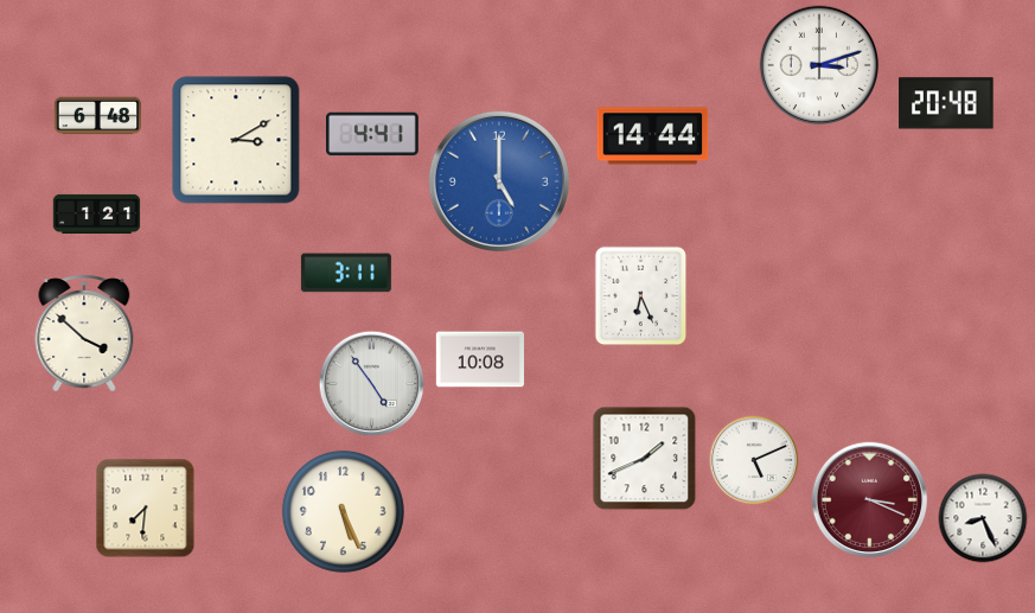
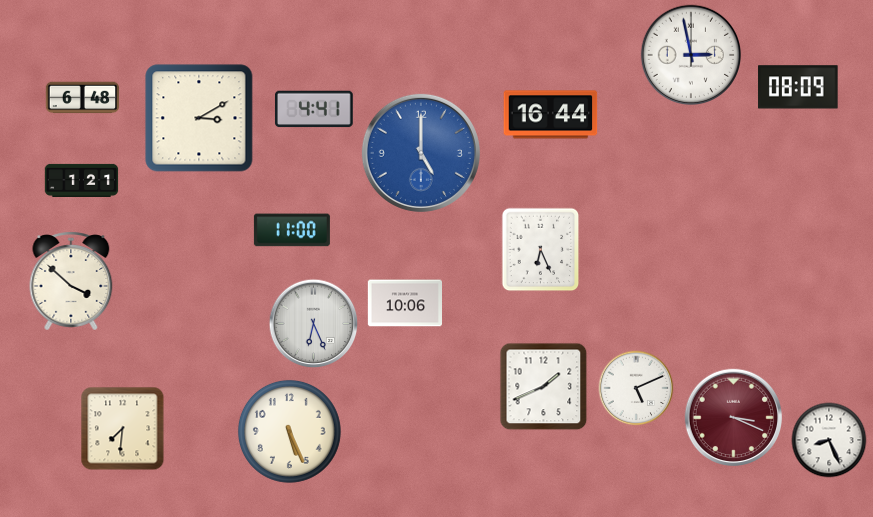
clock at (818, 64): 3:12 -> 2:58
clock at (946, 103): 20:48 -> 08:09
clock at (372, 134) position: (372, 134) -> (314, 109)
clock at (653, 136): 14:44 -> 16:44
clock at (346, 273): 3:11 -> 11:00
clock at (479, 359): 10:08 -> 10:06
clock at (372, 384): 4:54 -> 6:26
clock at (869, 499) position: (869, 499) -> (733, 417)
clock at (983, 518) position: (983, 518) -> (829, 440)
